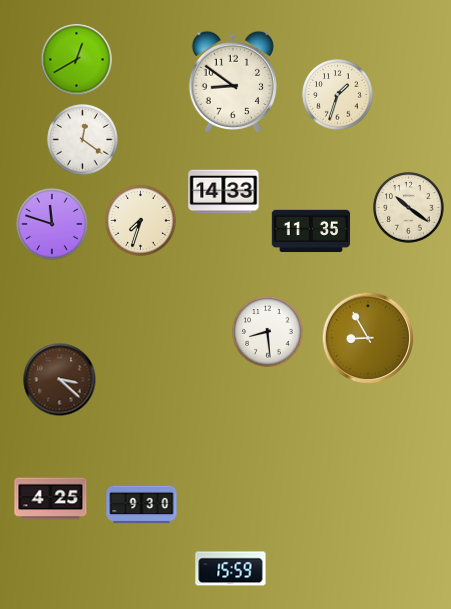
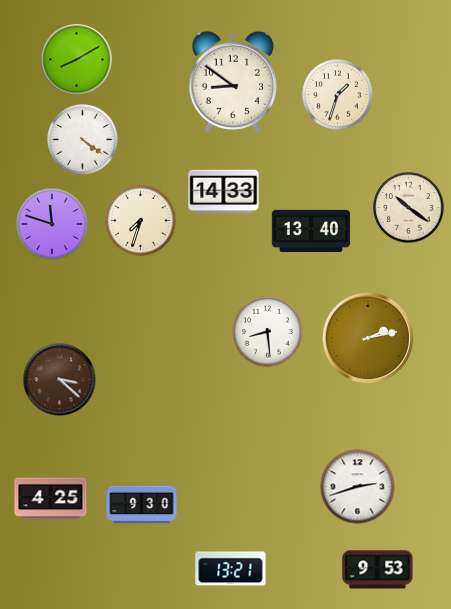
clock at (77, 60): 12:40 -> 8:10
clock at (83, 140): 12:21 -> 4:21
clock at (311, 231): 11:35 -> 13:40
clock at (367, 337): 8:55 -> 2:13
clock at (358, 487): none -> 2:42
clock at (231, 569): 15:59 -> 13:21
clock at (378, 570): none -> 9:53
